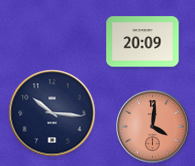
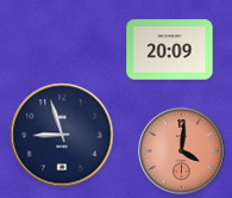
clock at (52, 113): 10:16 -> 8:57
